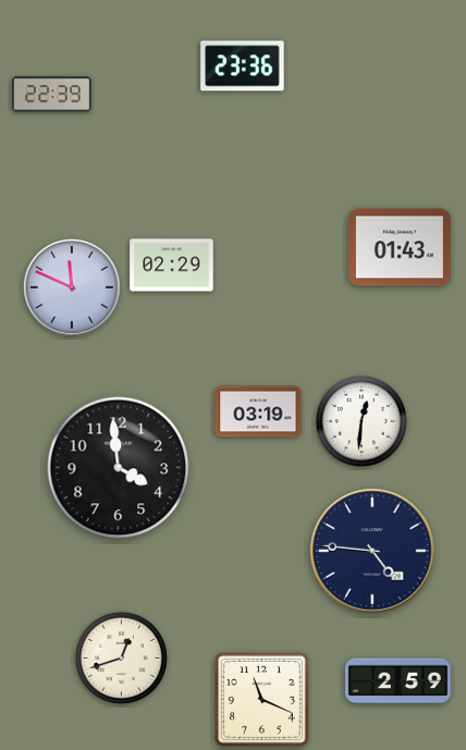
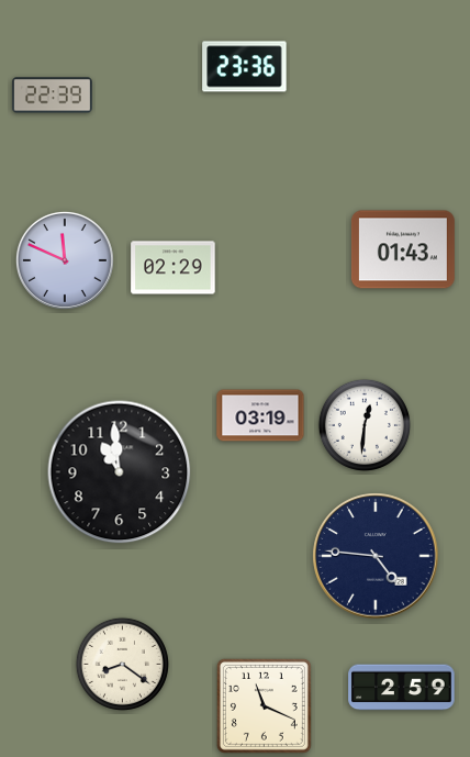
clock at (72, 287) position: (72, 287) -> (65, 260)
clock at (119, 468): 3:59 -> 10:59
clock at (121, 657): 12:42 -> 8:21
